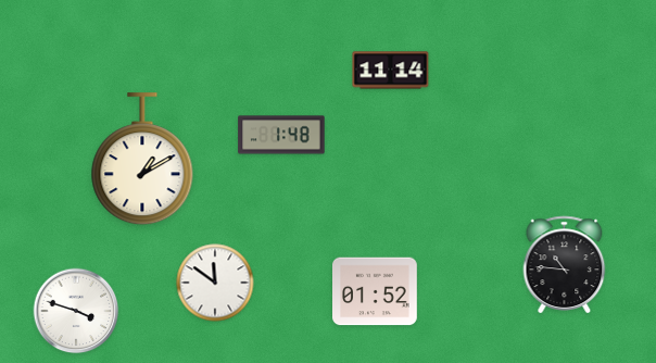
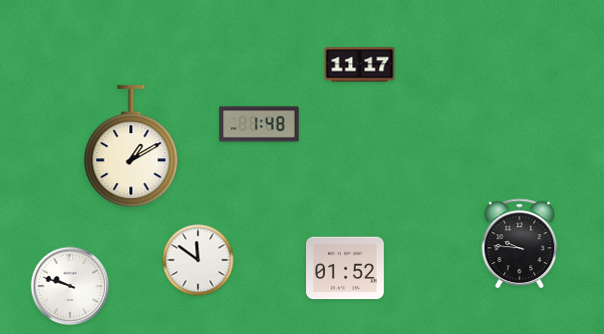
clock at (391, 71): 11:14 -> 11:17
clock at (565, 264): 10:46 -> 9:46
clock at (76, 311): 3:48 -> 9:48
